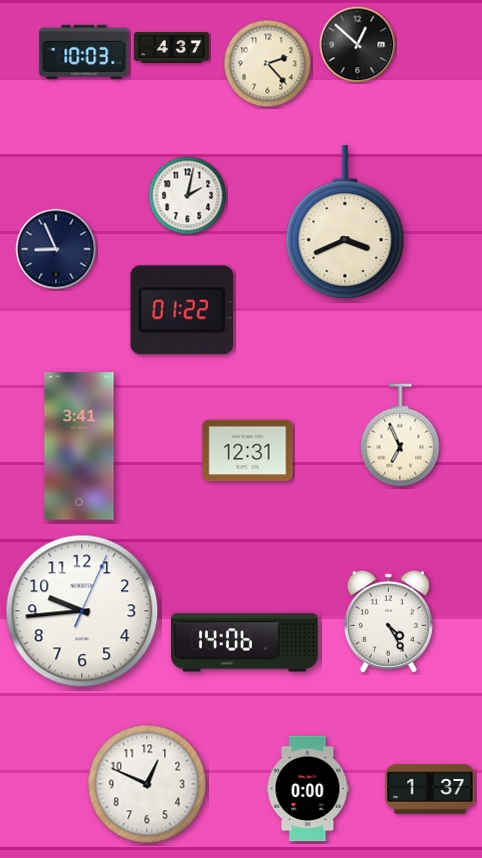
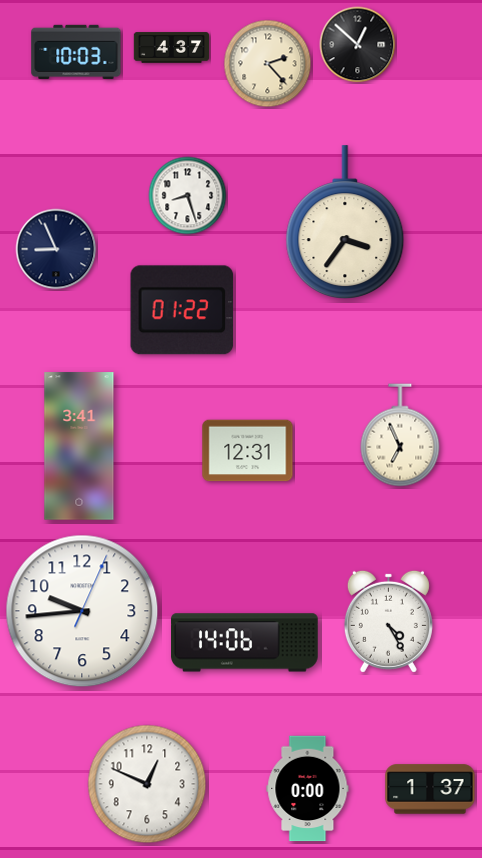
clock at (84, 52) position: (84, 52) -> (76, 52)
clock at (188, 196): 2:02 -> 8:27
clock at (345, 223): 3:41 -> 3:36
